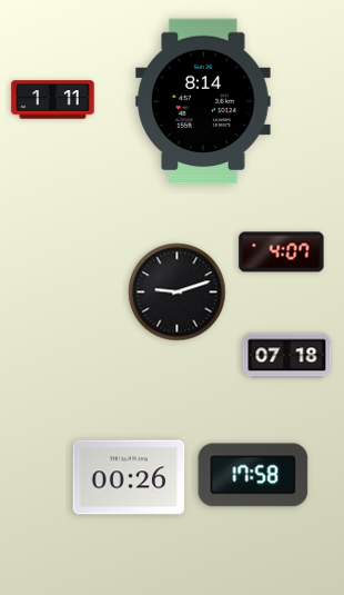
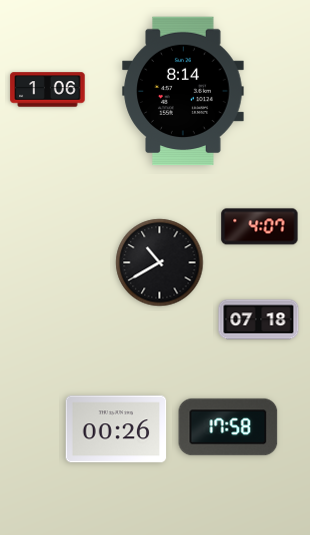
clock at (53, 100): 1:11 -> 1:06
clock at (282, 252) position: (282, 252) -> (260, 227)
clock at (178, 292): 9:12 -> 10:40
